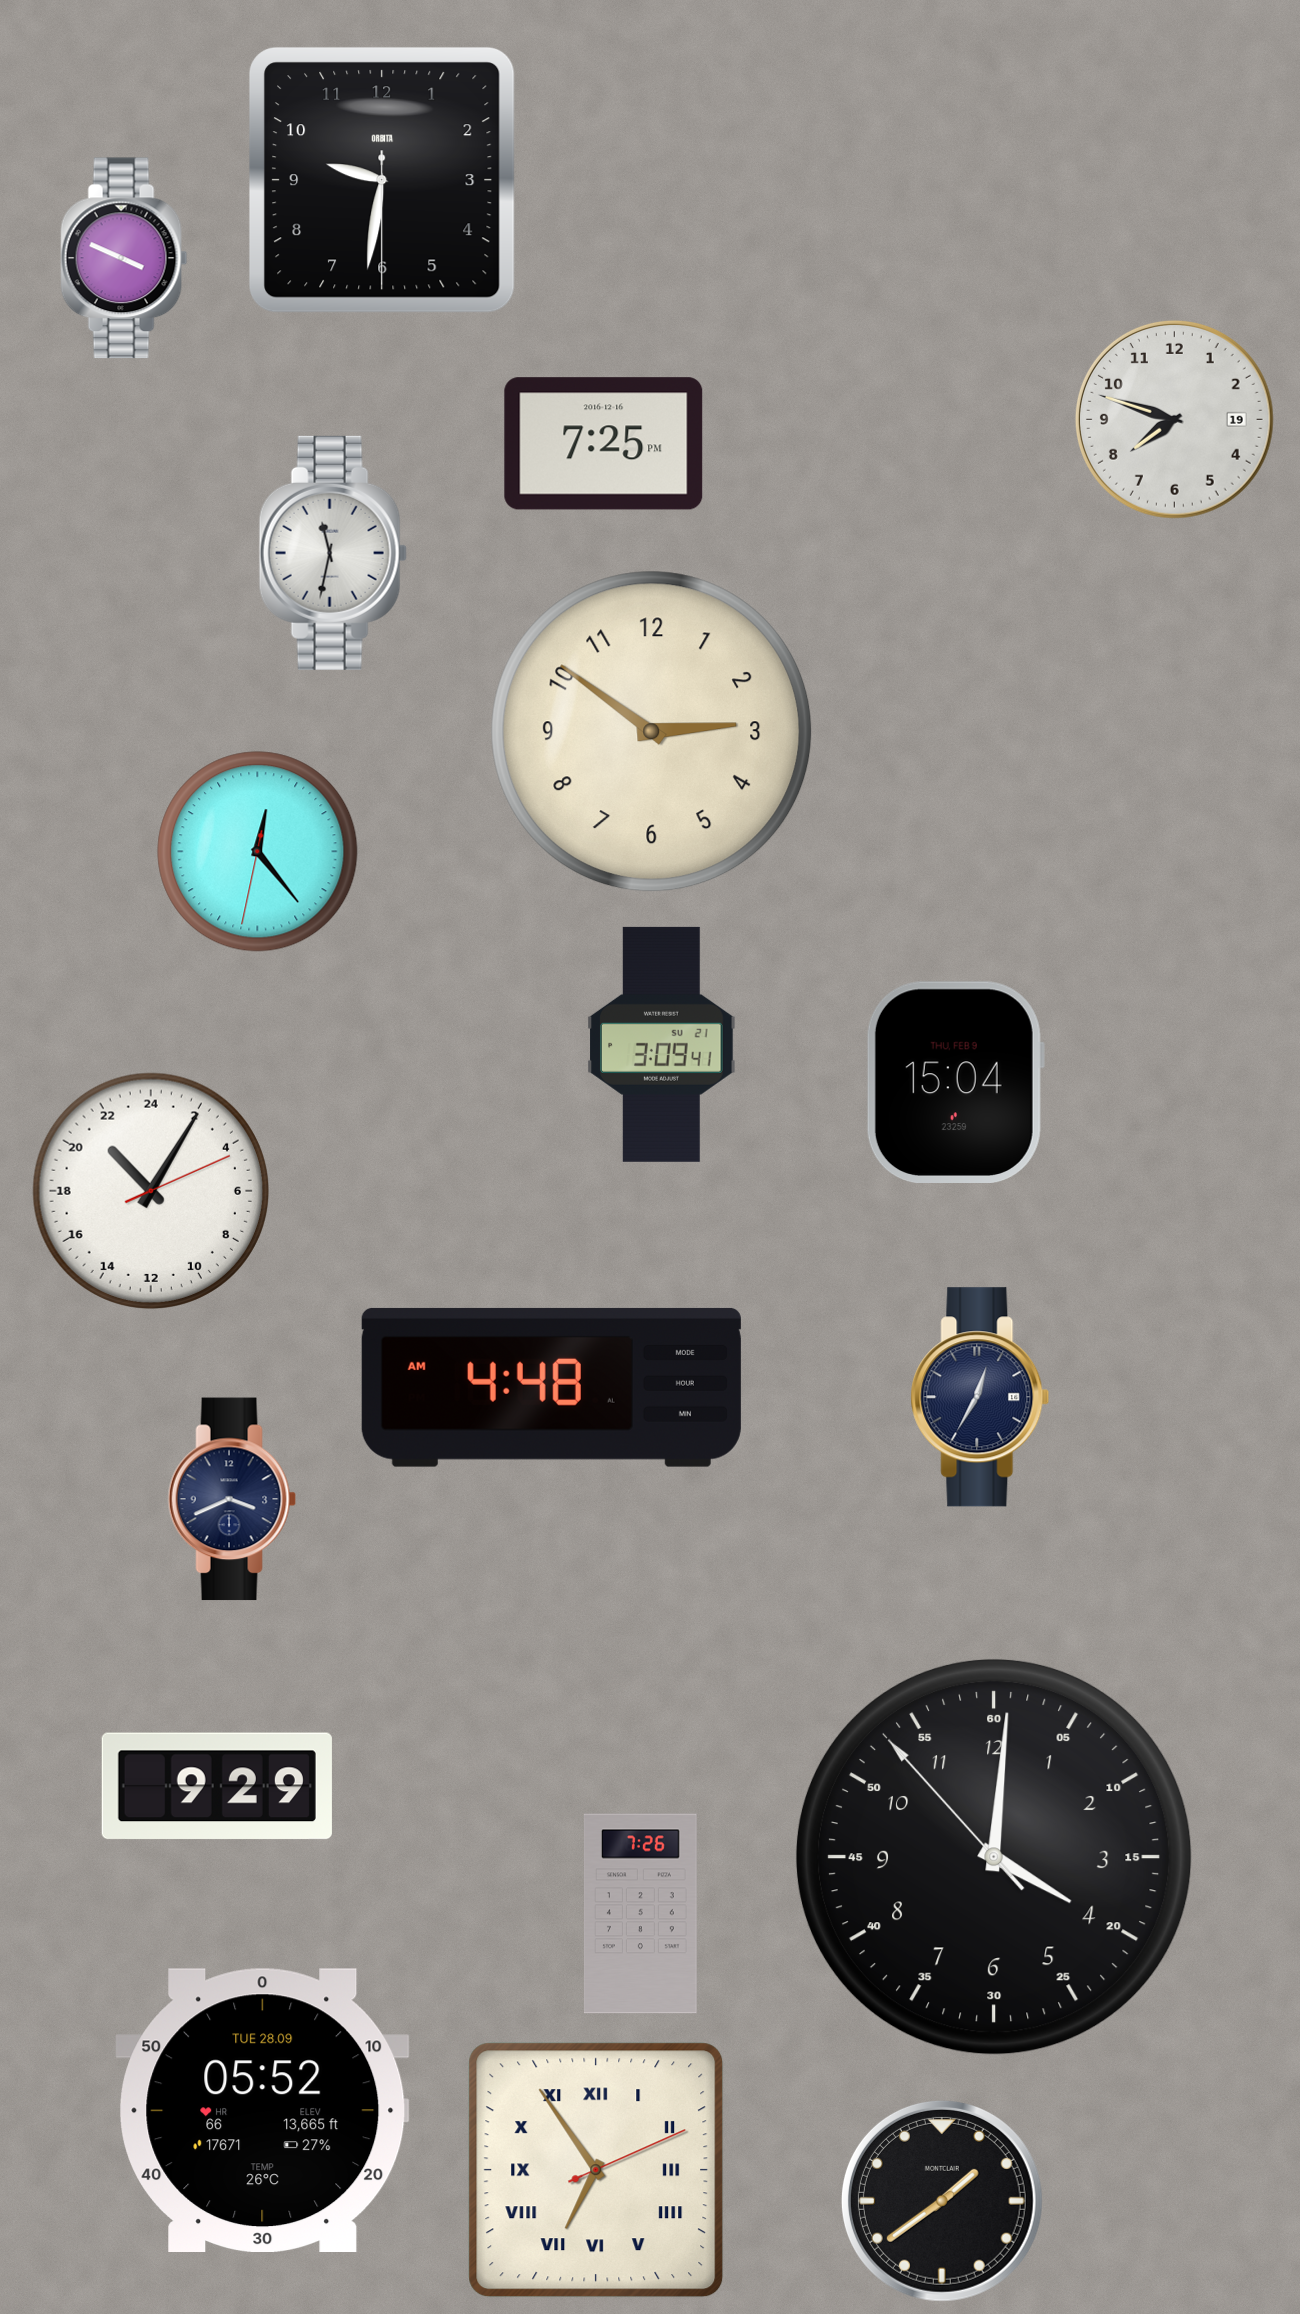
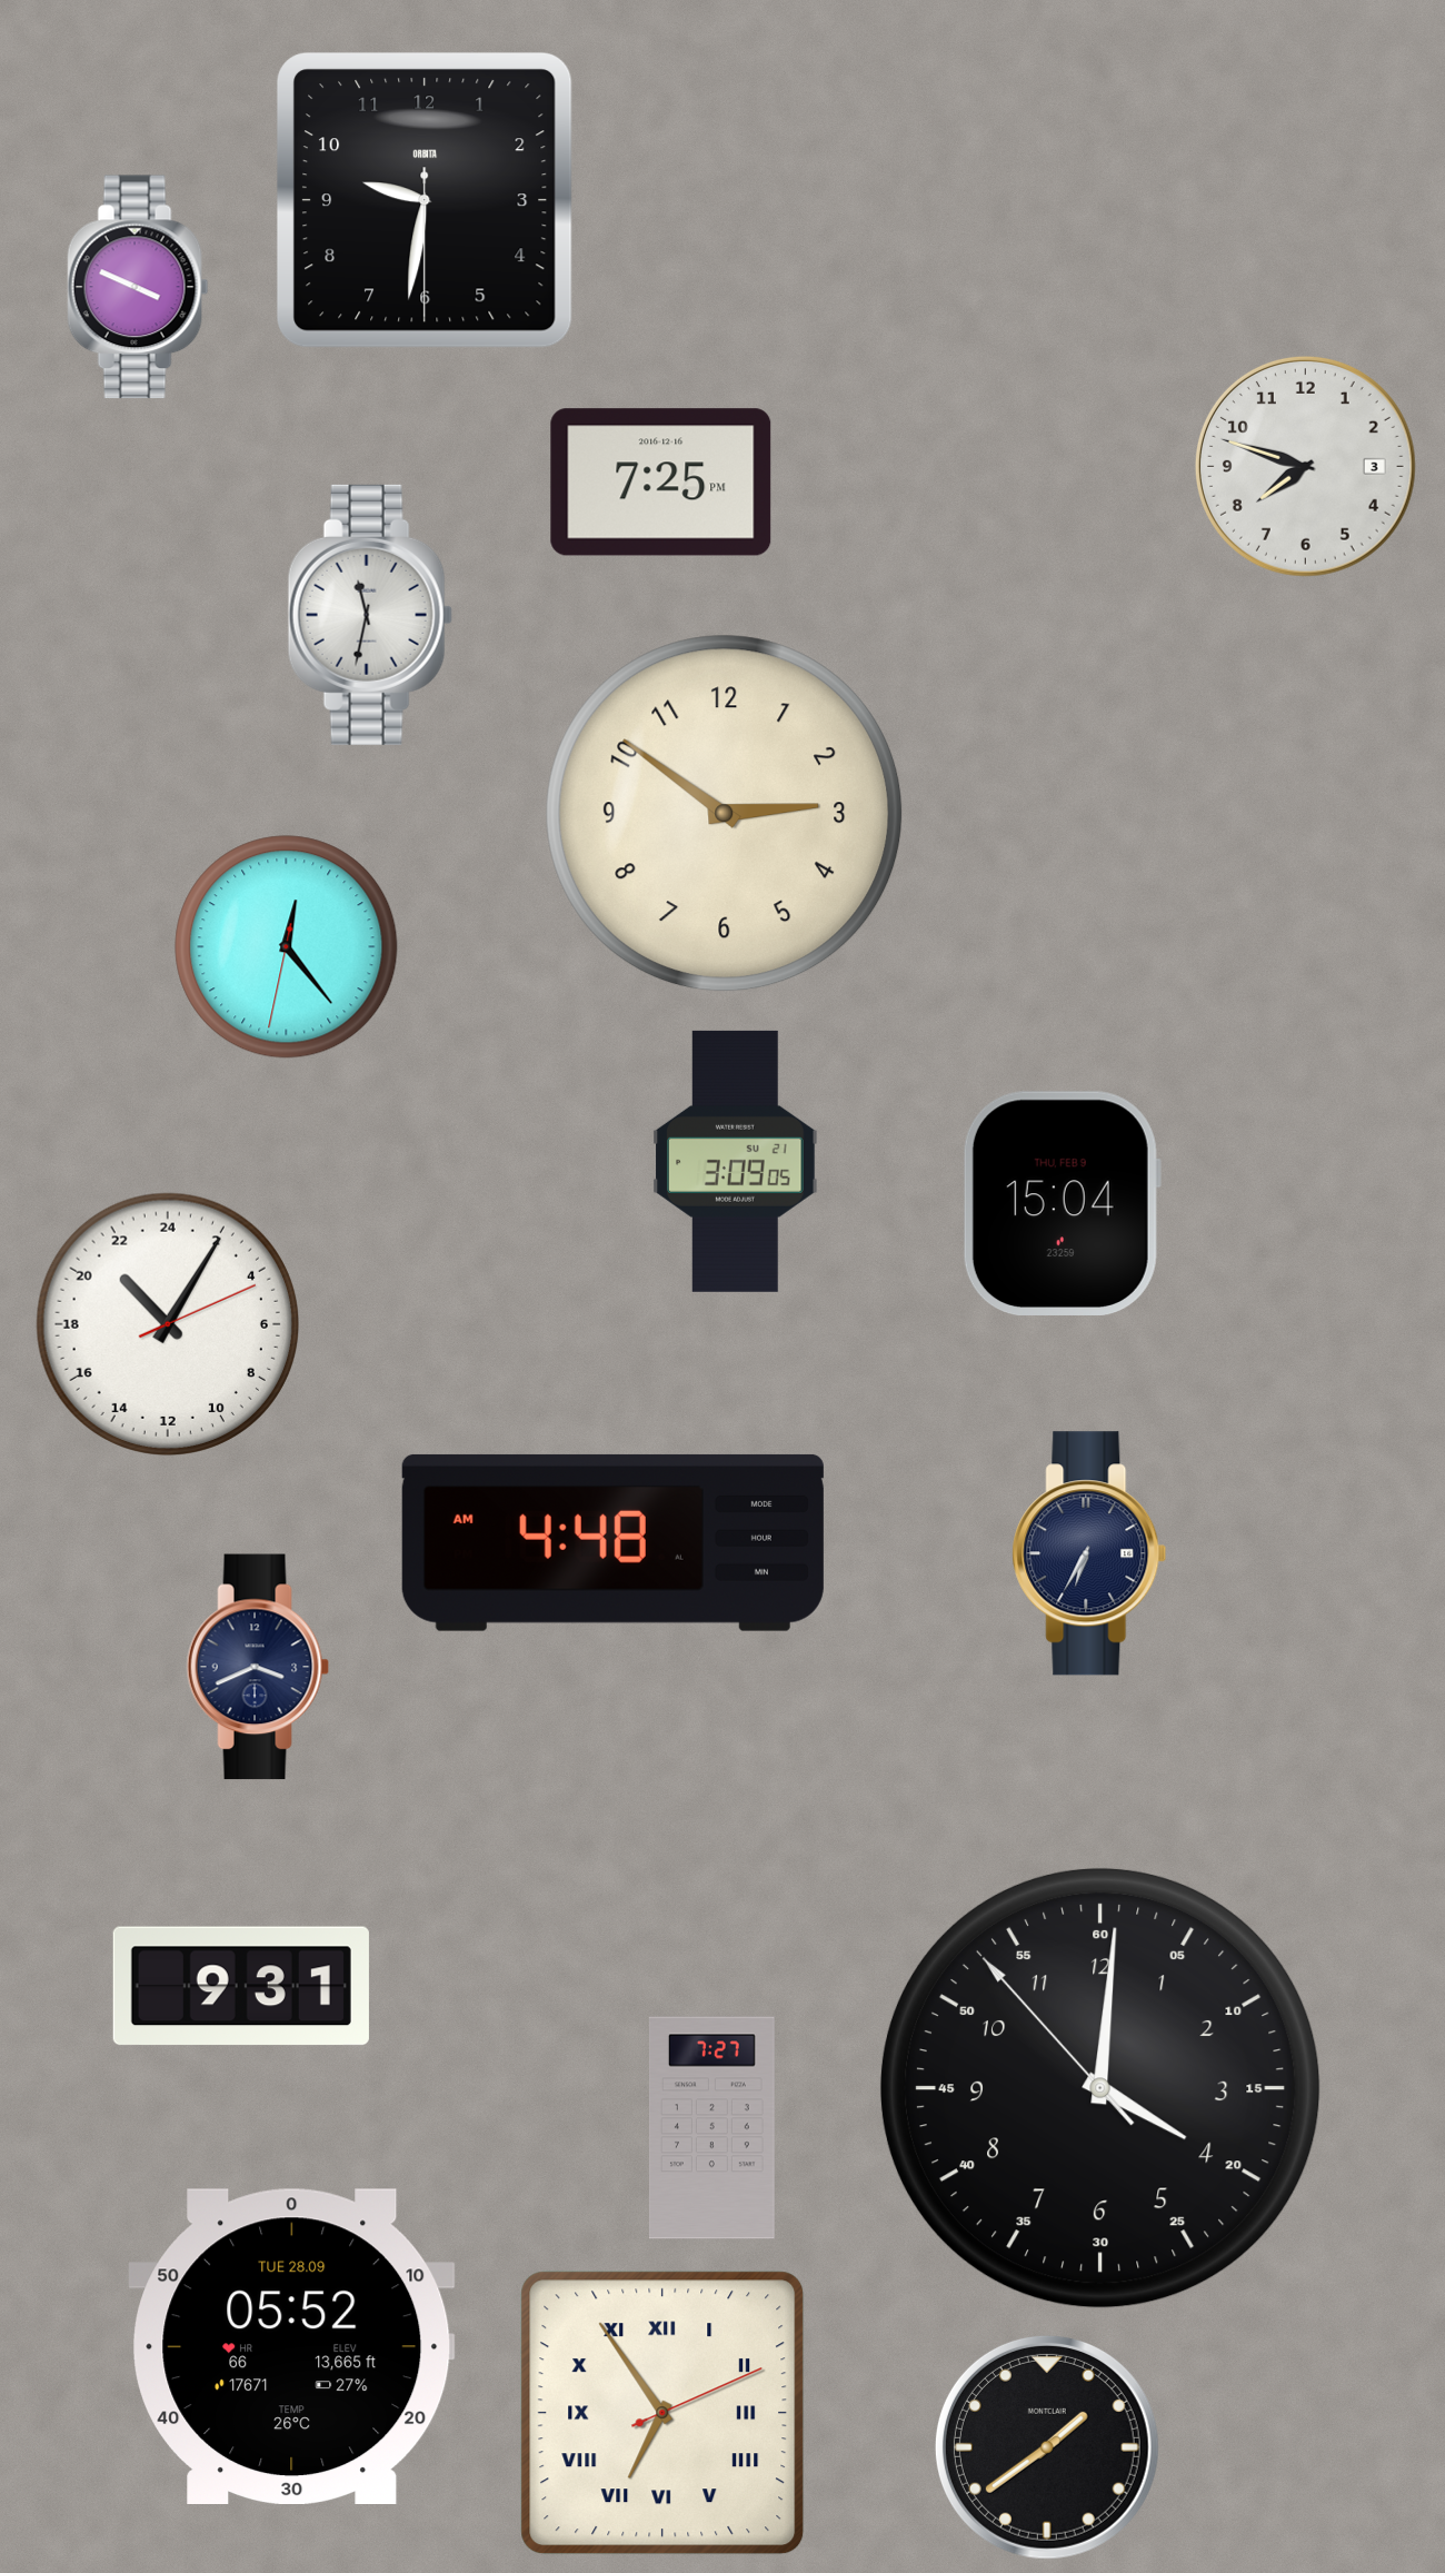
clock at (1174, 419) date: 19 -> 3
clock at (604, 444) position: (604, 444) -> (661, 483)
clock at (662, 1044): 3:09:41 -> 3:09:05
clock at (980, 1397): 12:35 -> 6:35
clock at (217, 1786): 9:29 -> 9:31
clock at (994, 1857) position: (994, 1857) -> (1100, 2088)
clock at (640, 1914): 7:26 -> 7:27
